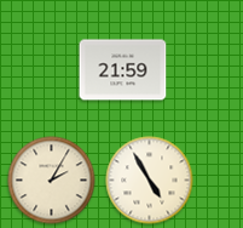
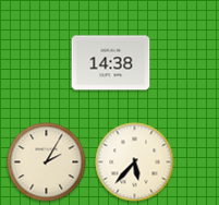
clock at (123, 70): 21:59 -> 14:38
clock at (150, 181): 4:55 -> 5:37
